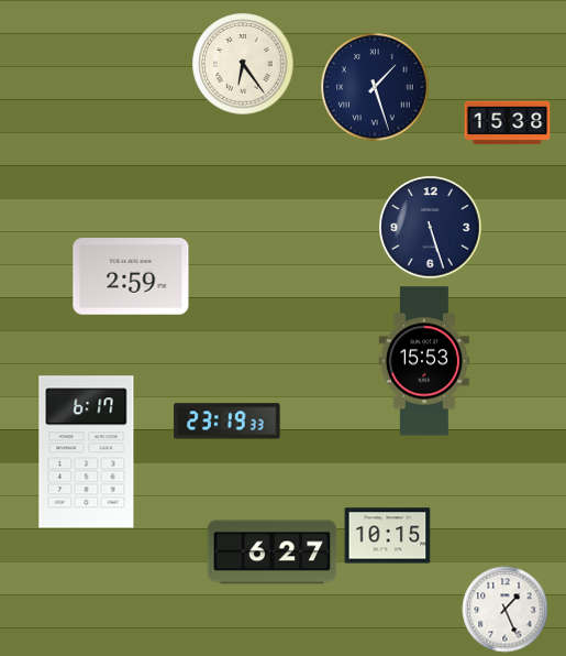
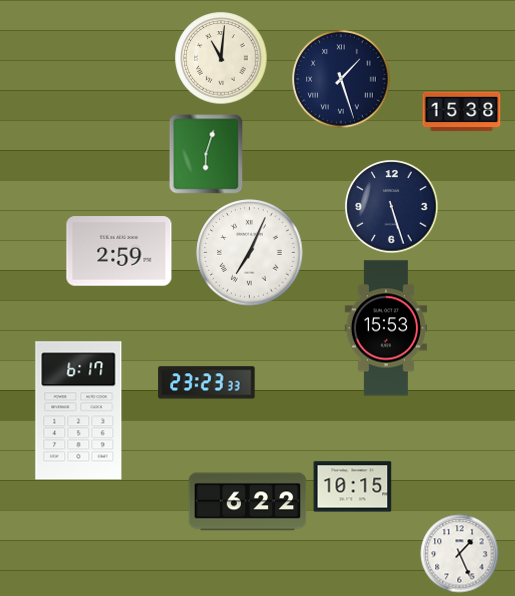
clock at (243, 64): 6:24 -> 11:01
clock at (206, 154): none -> 6:03
clock at (250, 253): none -> 7:04
clock at (227, 422): 23:19 -> 23:23
clock at (273, 553): 6:27 -> 6:22
